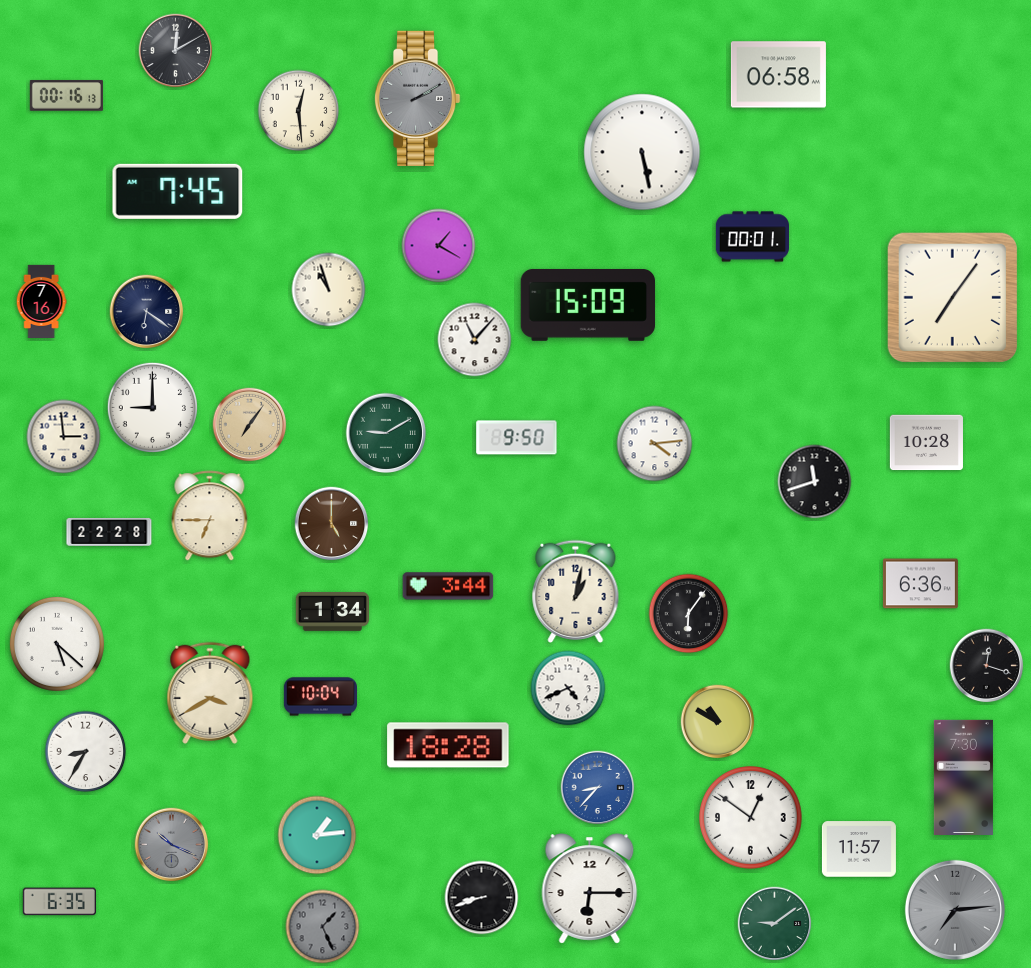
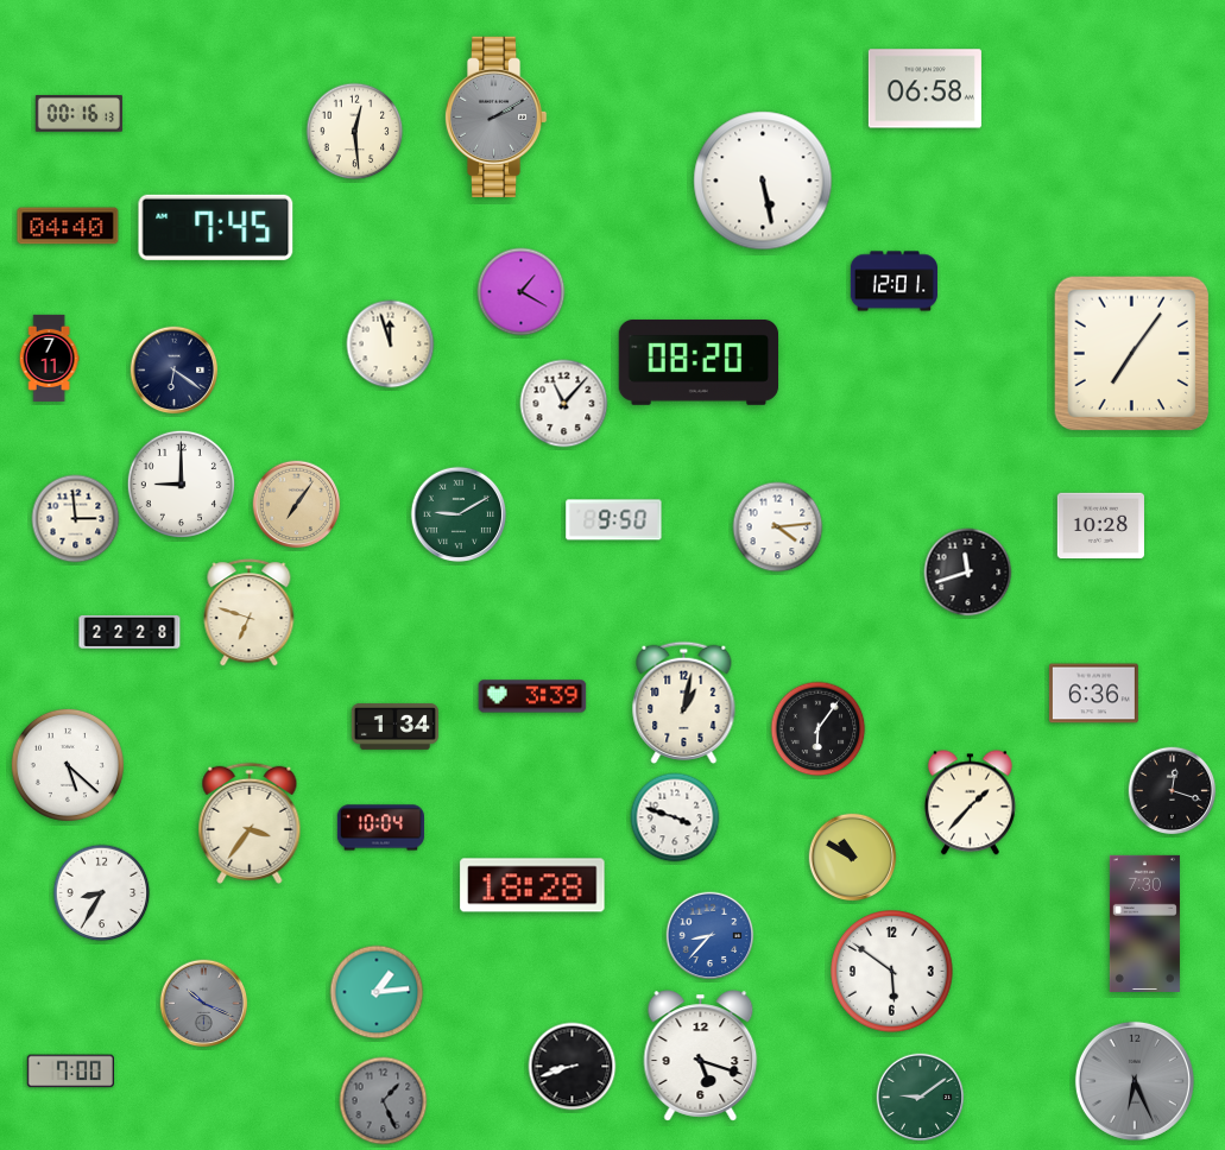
clock at (176, 51): 12:10 -> none
clock at (68, 226): none -> 04:40
clock at (178, 191) position: (178, 191) -> (216, 227)
clock at (752, 237): 00:01 -> 12:01
clock at (329, 290): 10:57 -> 11:57
clock at (41, 301): 7:16 -> 7:11
clock at (588, 305): 15:09 -> 08:20
clock at (210, 516): 6:45 -> 6:48
clock at (332, 524): 5:00 -> none
clock at (448, 586): 3:44 -> 3:39
clock at (970, 803): none -> 1:37
clock at (568, 688): 4:41 -> 3:48
clock at (210, 693): 3:40 -> 3:36
clock at (751, 818): 12:51 -> 5:51
clock at (859, 849): 11:57 -> none
clock at (590, 889): 6:15 -> 5:18
clock at (59, 902): 6:35 -> 7:00
clock at (955, 910): 7:14 -> 6:26
